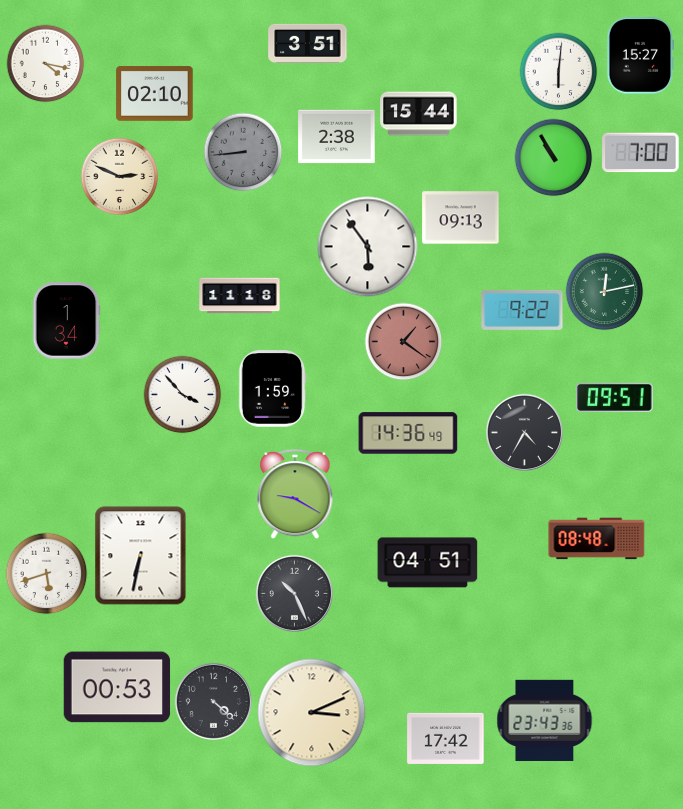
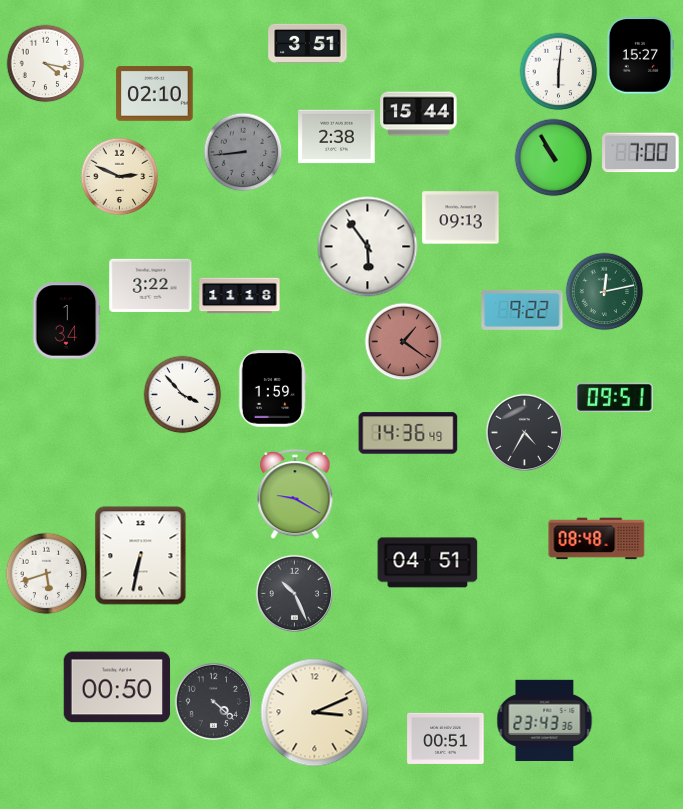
clock at (151, 285): none -> 3:22
clock at (117, 687): 00:53 -> 00:50
clock at (312, 713) position: (312, 713) -> (315, 713)
clock at (446, 738): 17:42 -> 00:51
